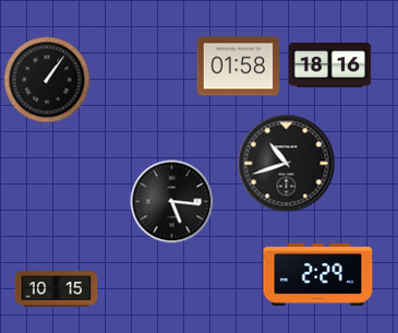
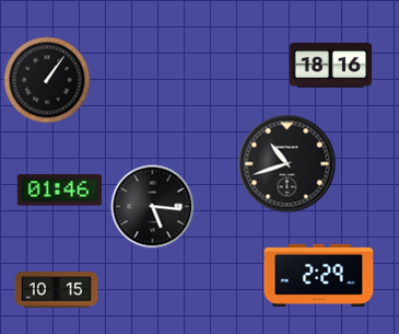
clock at (239, 67): 01:58 -> none
clock at (59, 191): none -> 01:46
clock at (172, 202) position: (172, 202) -> (153, 207)
